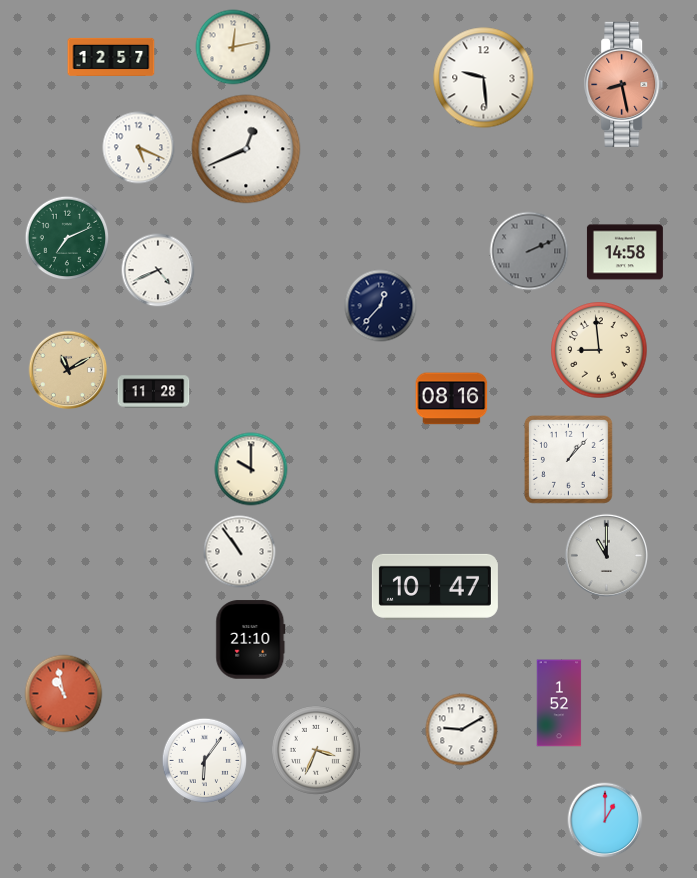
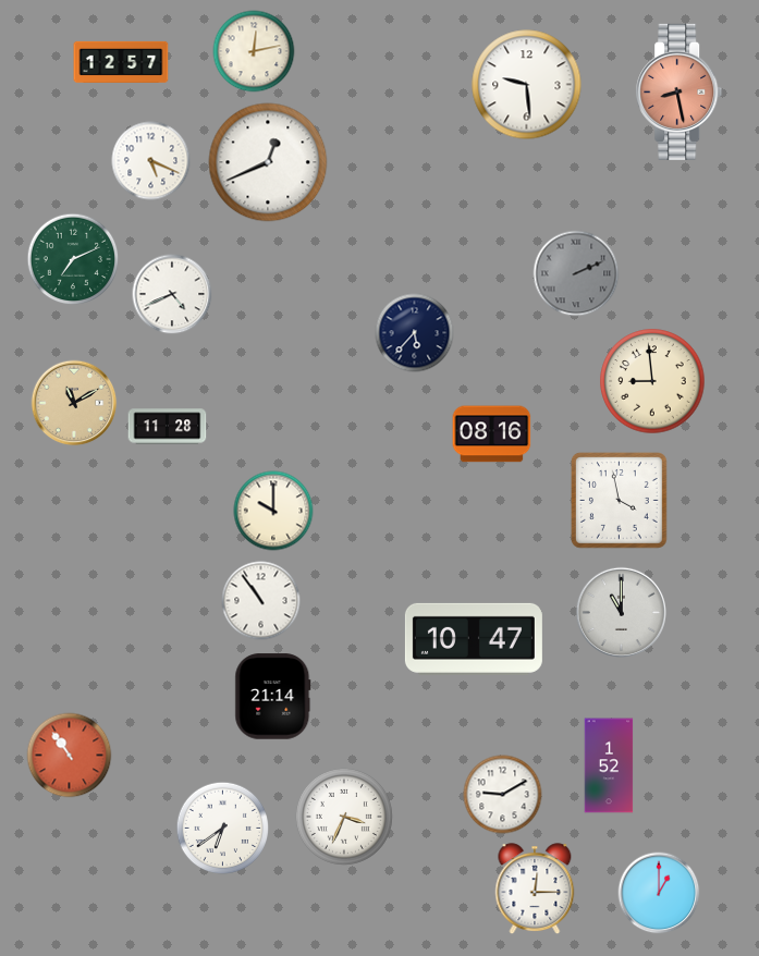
clock at (625, 252): 14:58 -> none
clock at (381, 306): 12:37 -> 5:37
clock at (568, 459): 1:07 -> 3:58
clock at (606, 555) position: (606, 555) -> (621, 612)
clock at (251, 640): 21:10 -> 21:14
clock at (64, 694): 10:58 -> 10:54
clock at (205, 761): 6:06 -> 6:39
clock at (535, 890): none -> 12:15
